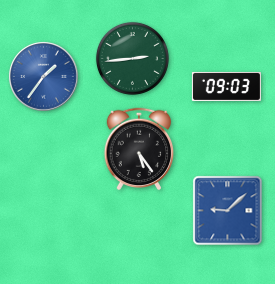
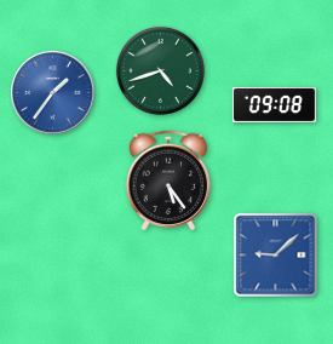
clock at (132, 58): 2:44 -> 4:42
clock at (226, 86): 09:03 -> 09:08
